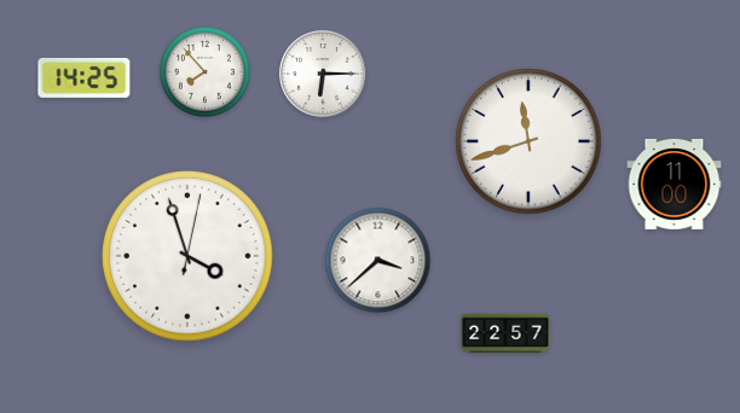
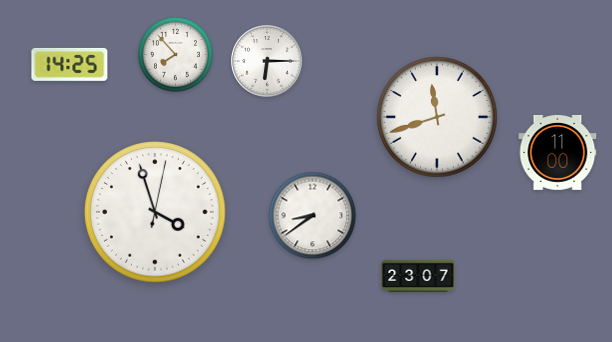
clock at (204, 71) position: (204, 71) -> (175, 54)
clock at (378, 261): 3:38 -> 8:39
clock at (505, 332): 22:57 -> 23:07
